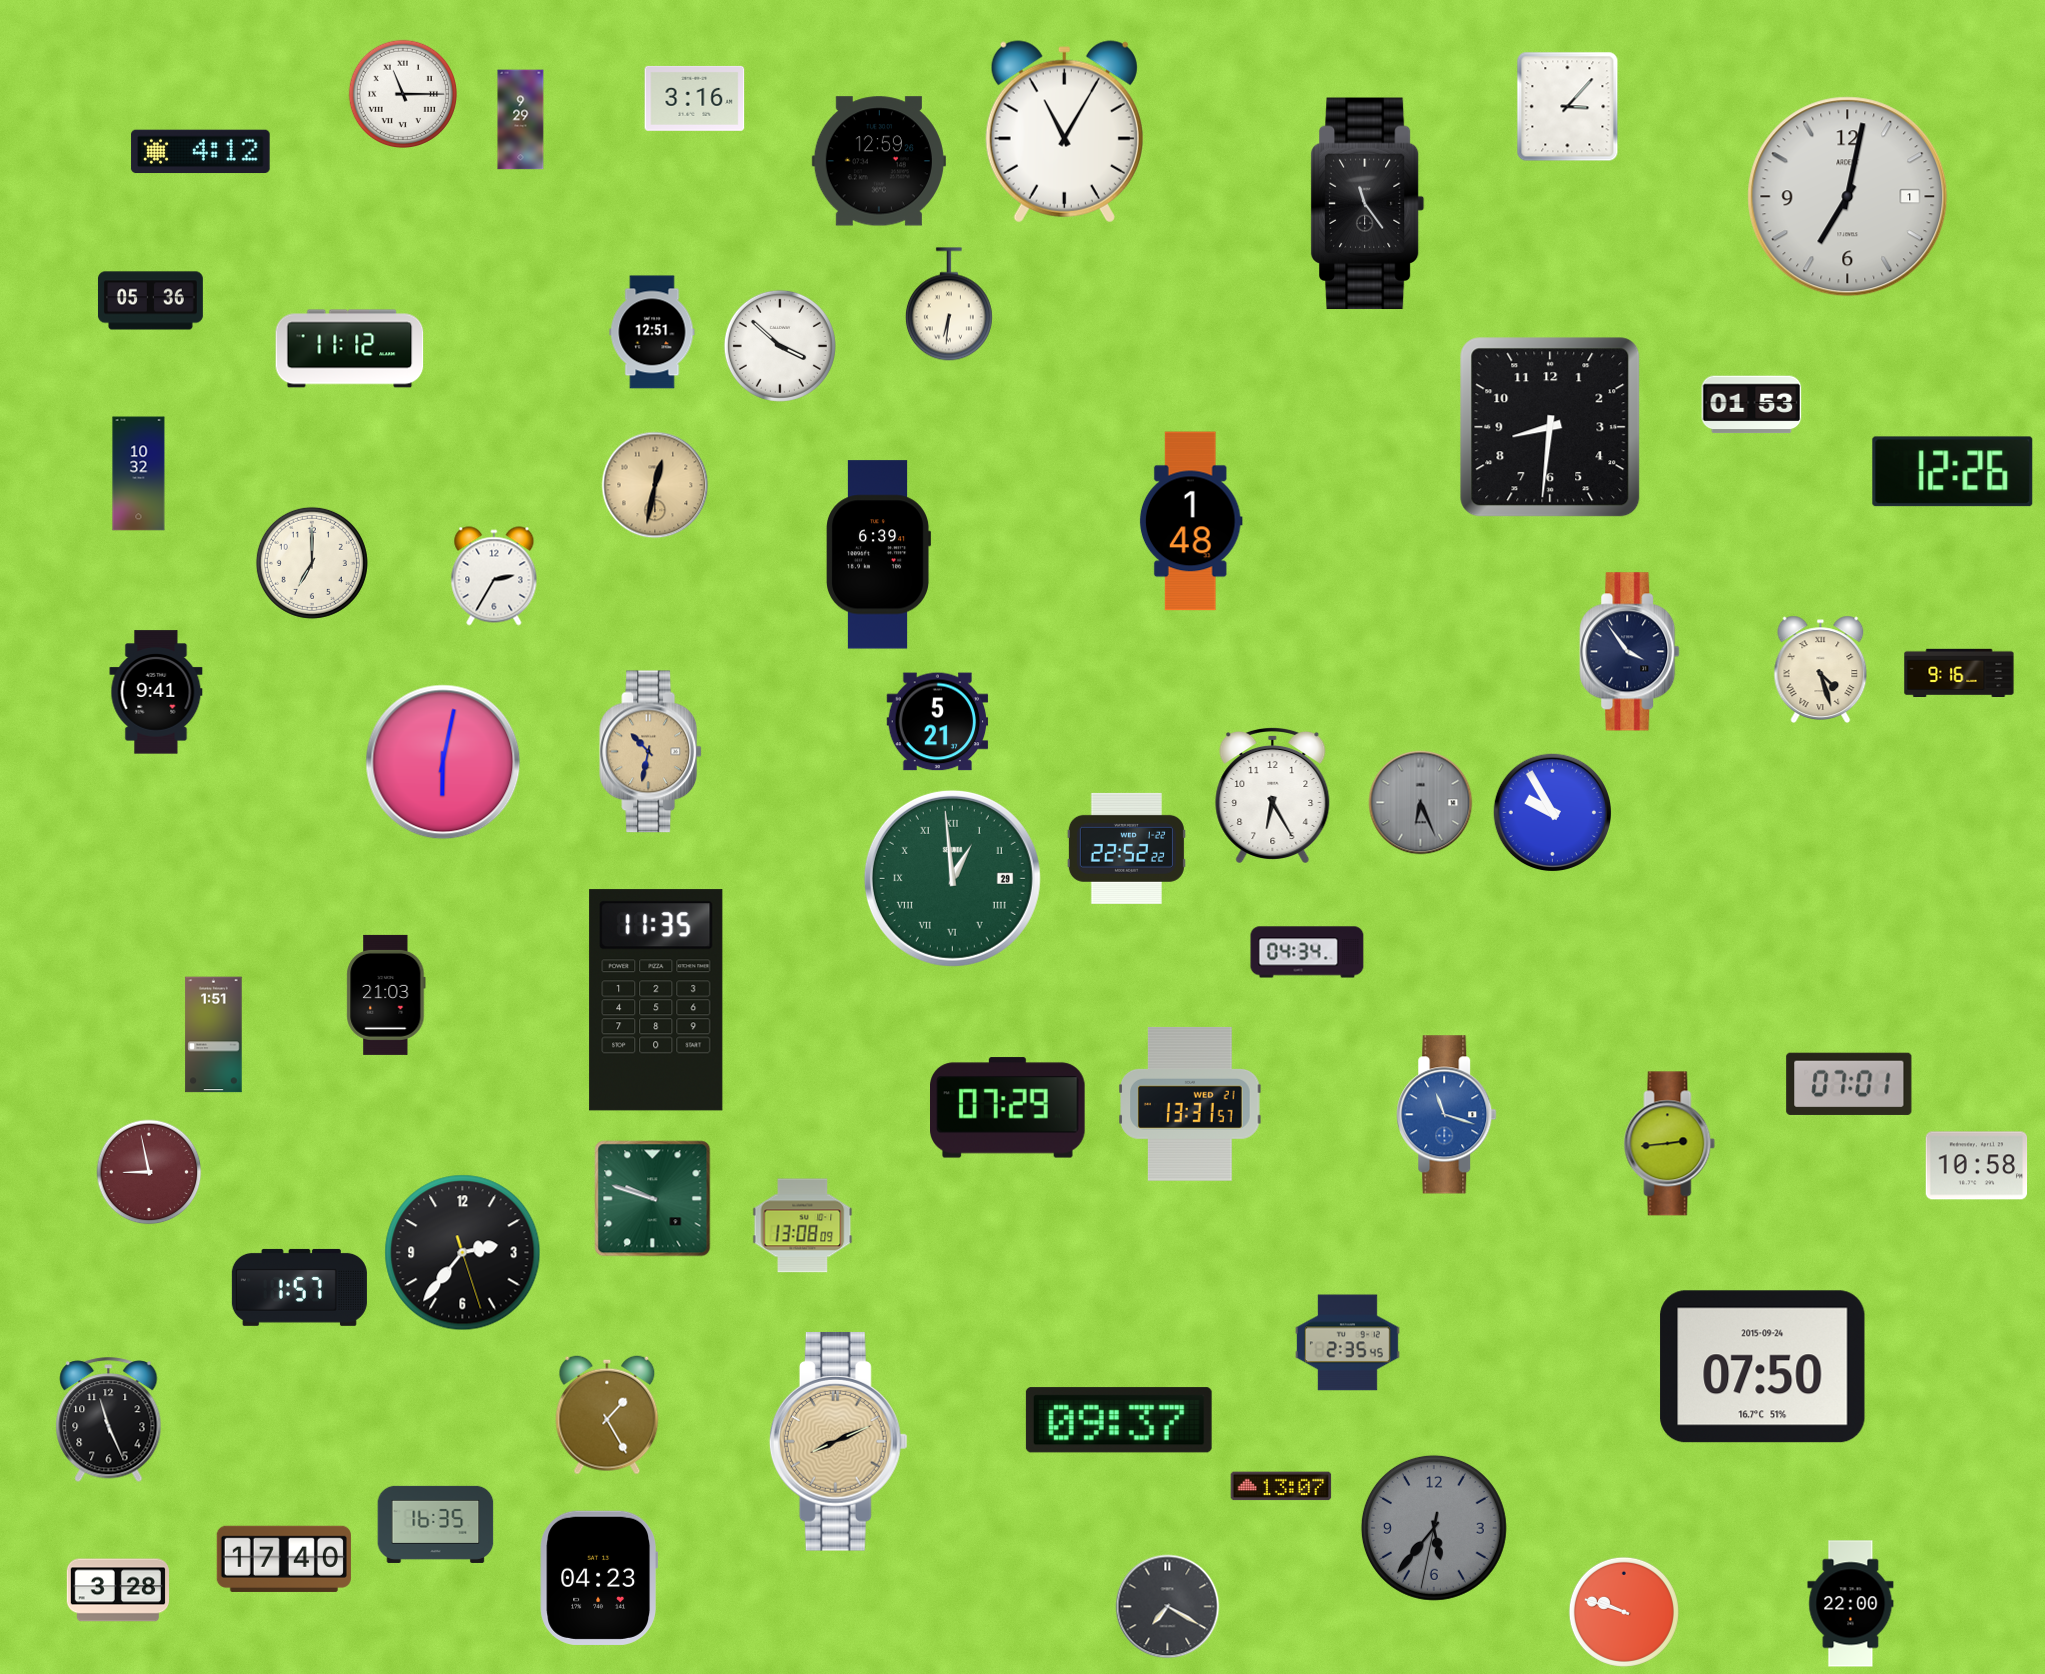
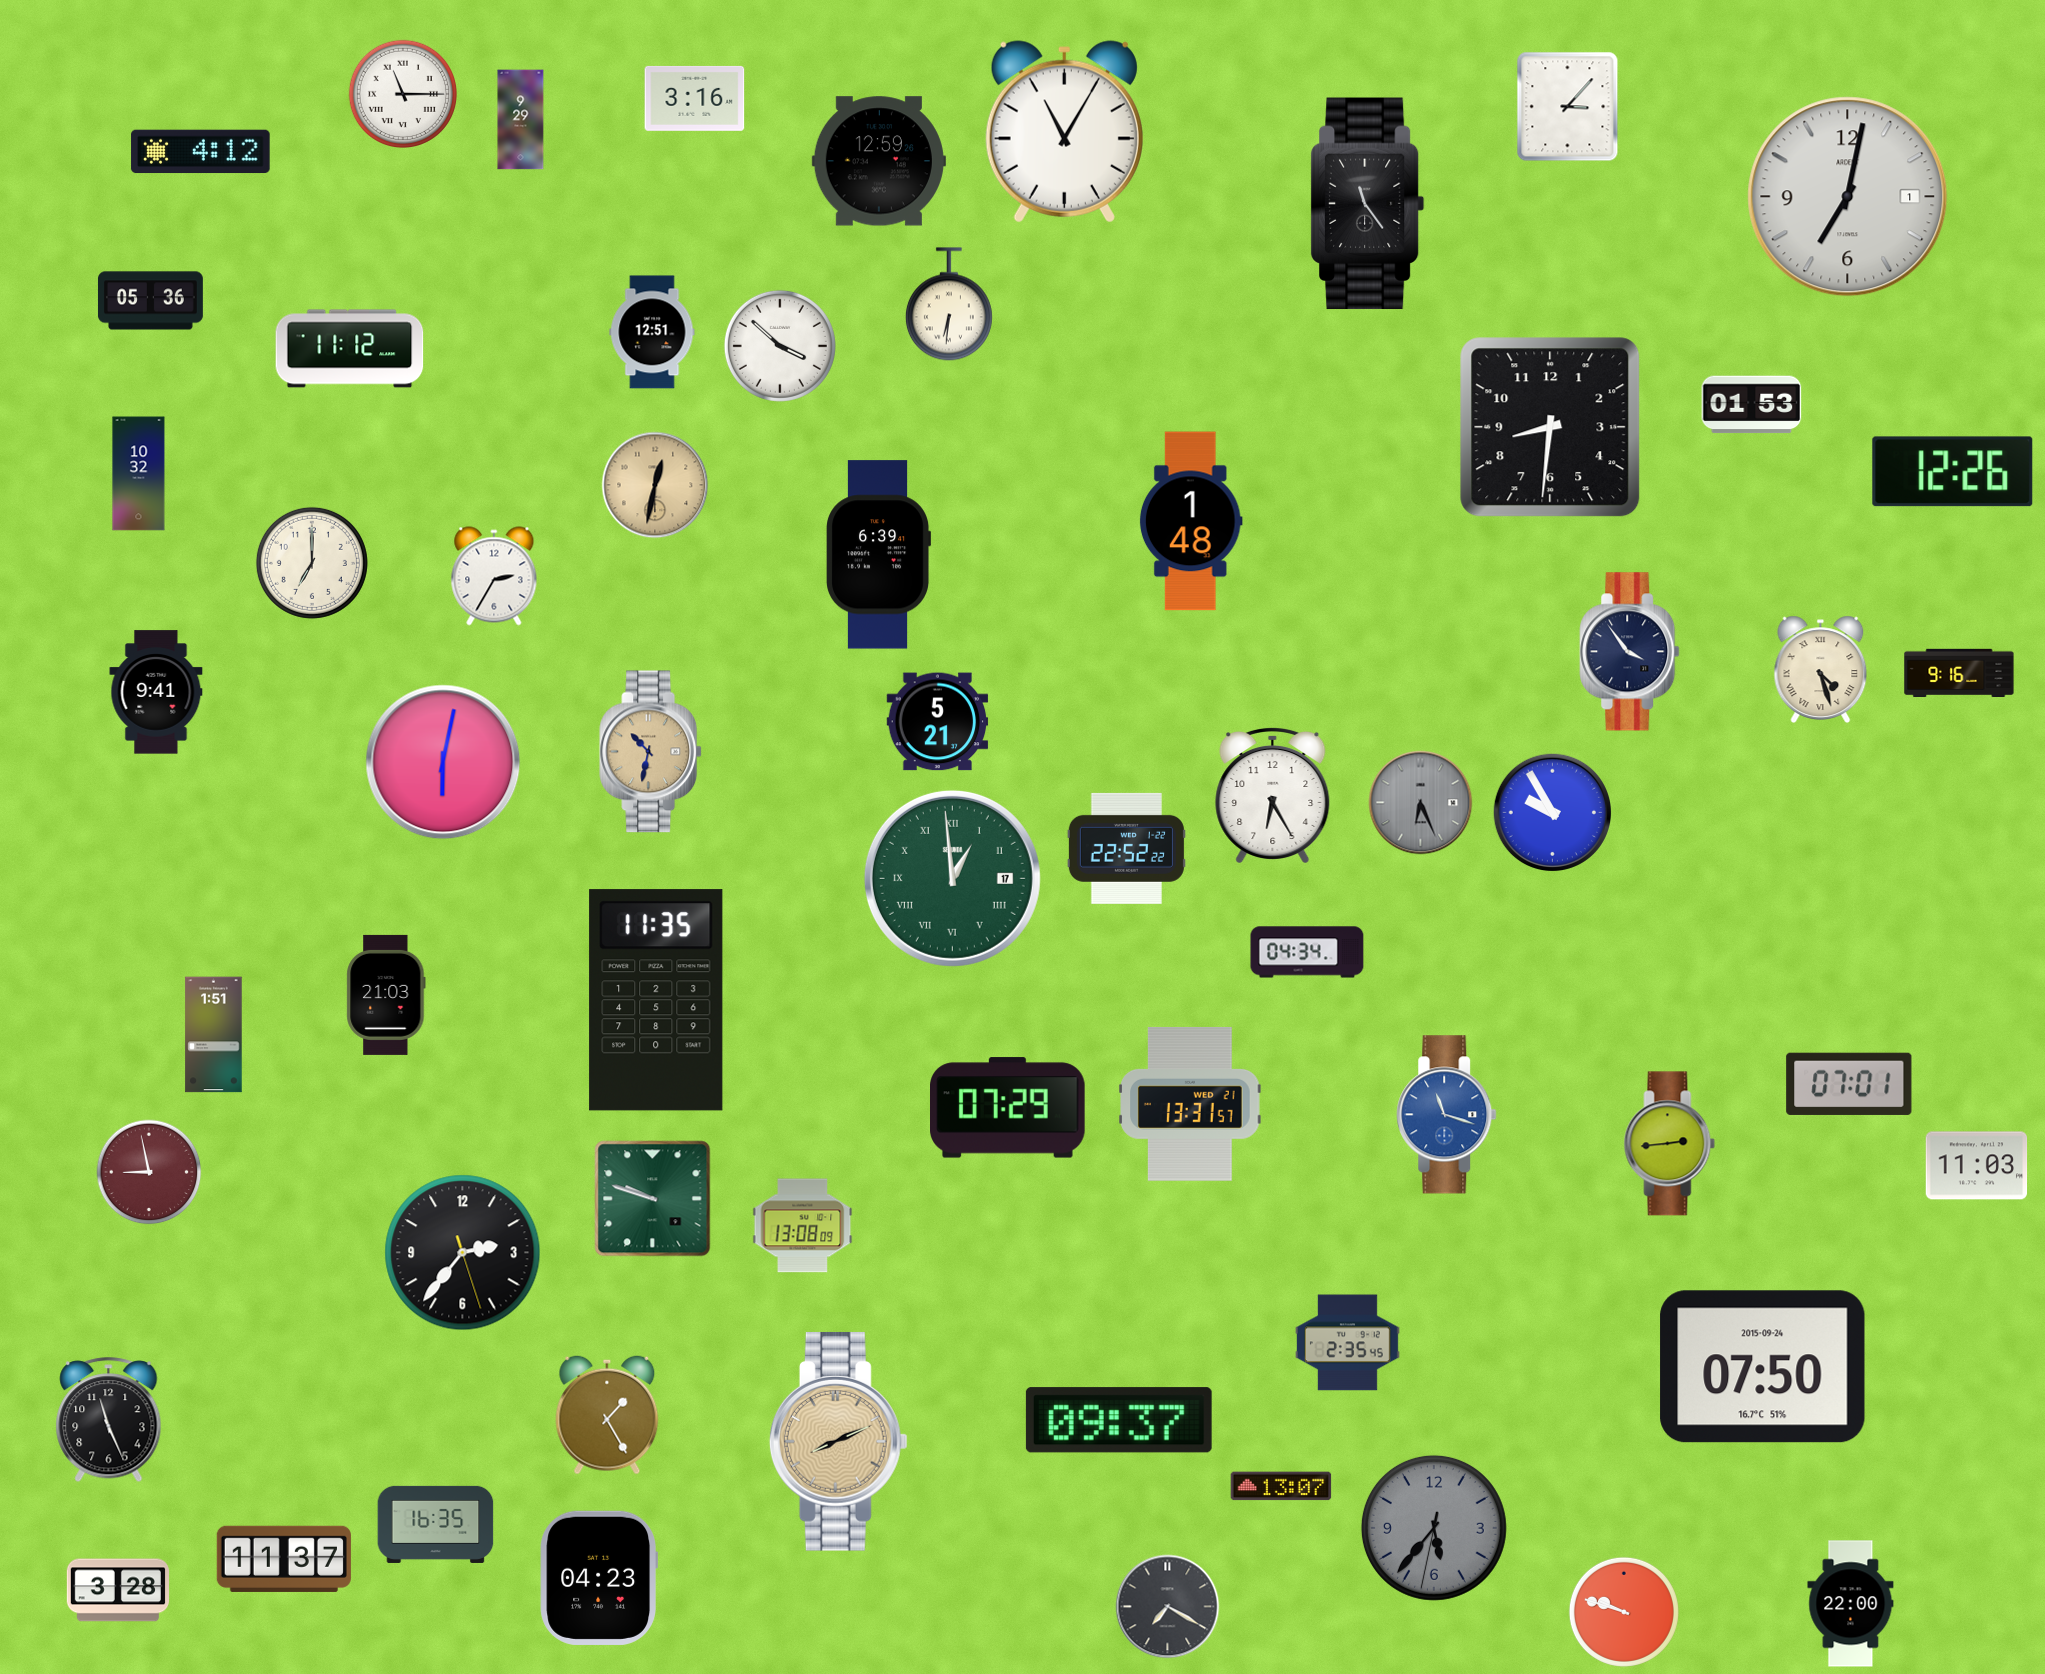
clock at (952, 878) date: 29 -> 17
clock at (1977, 1166): 10:58 -> 11:03
clock at (299, 1287): 1:57 -> none
clock at (284, 1559): 17:40 -> 11:37
